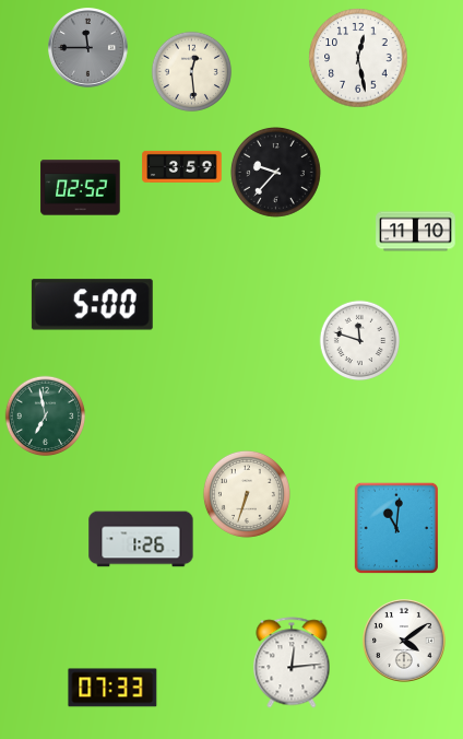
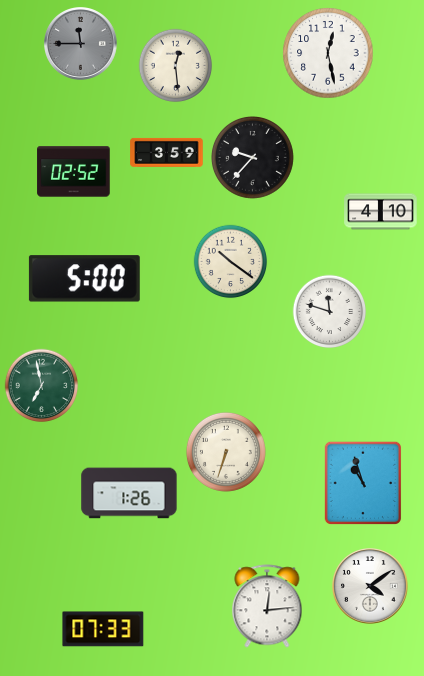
clock at (416, 232): 11:10 -> 4:10
clock at (231, 262): none -> 10:21
clock at (46, 417) position: (46, 417) -> (42, 386)
clock at (395, 527): 11:01 -> 10:57
